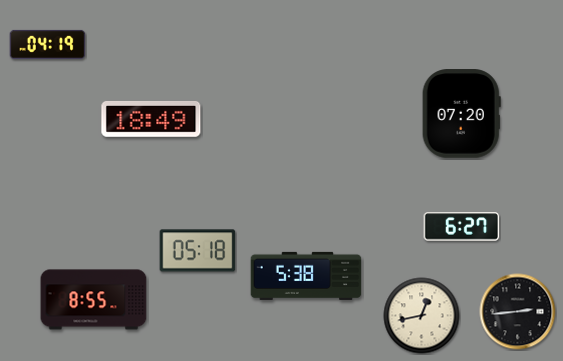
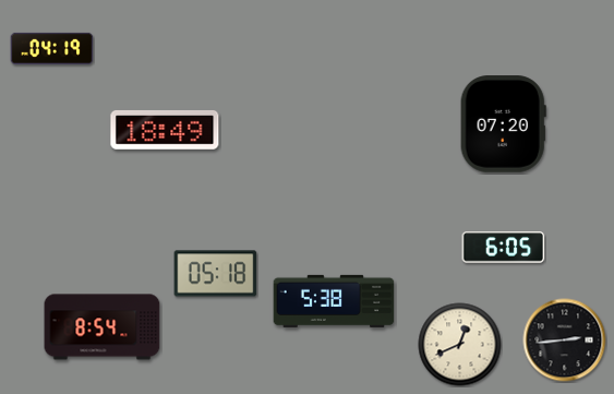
clock at (462, 227): 6:27 -> 6:05
clock at (94, 300): 8:55 -> 8:54
clock at (422, 316): 12:43 -> 12:41
